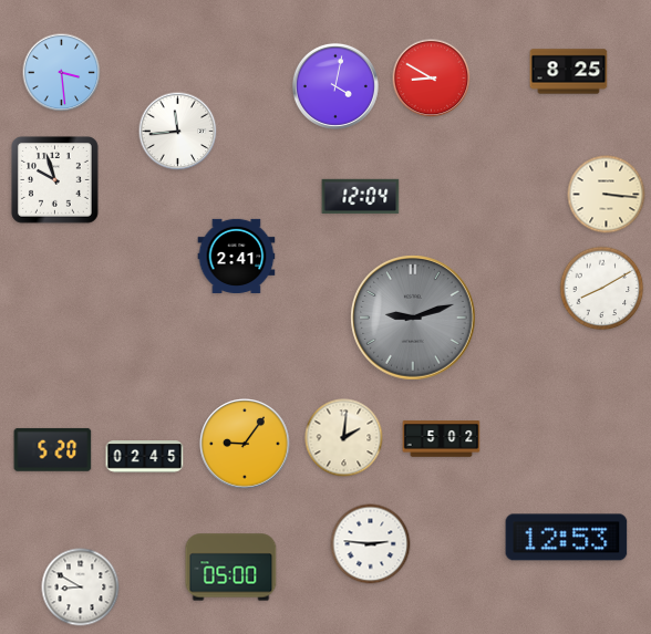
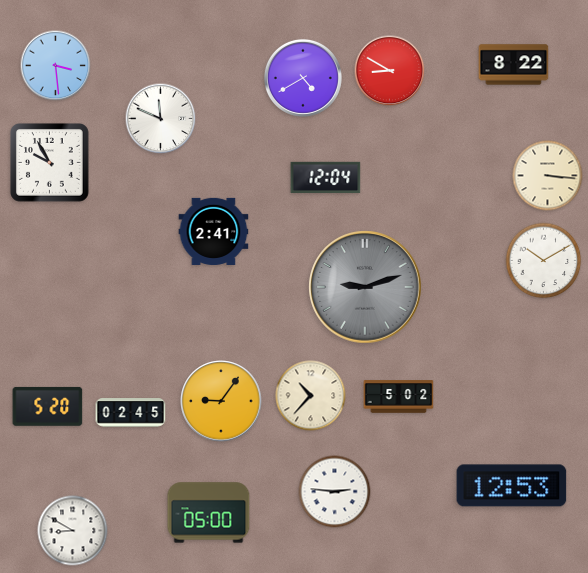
clock at (569, 72): 8:25 -> 8:22
clock at (335, 86): 4:02 -> 4:40
clock at (178, 132): 11:44 -> 11:49
clock at (55, 180): 9:57 -> 9:55
clock at (602, 289): 8:10 -> 10:10
clock at (413, 318) position: (413, 318) -> (365, 287)
clock at (344, 438): 2:01 -> 10:37
